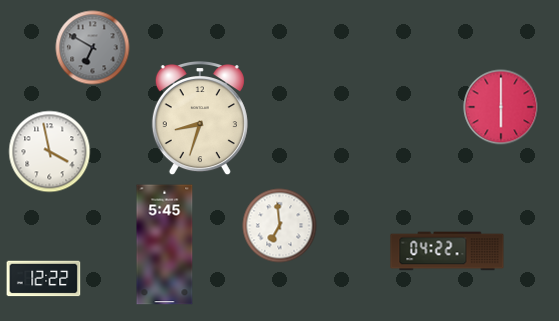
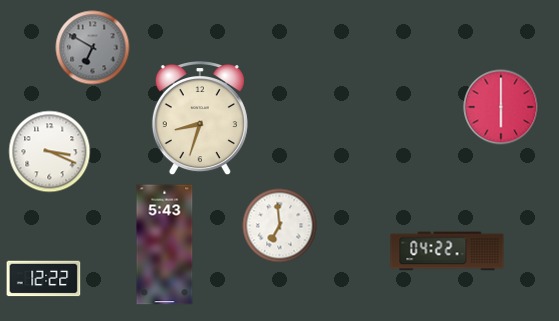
clock at (50, 152): 3:58 -> 3:19
clock at (165, 245): 5:45 -> 5:43
